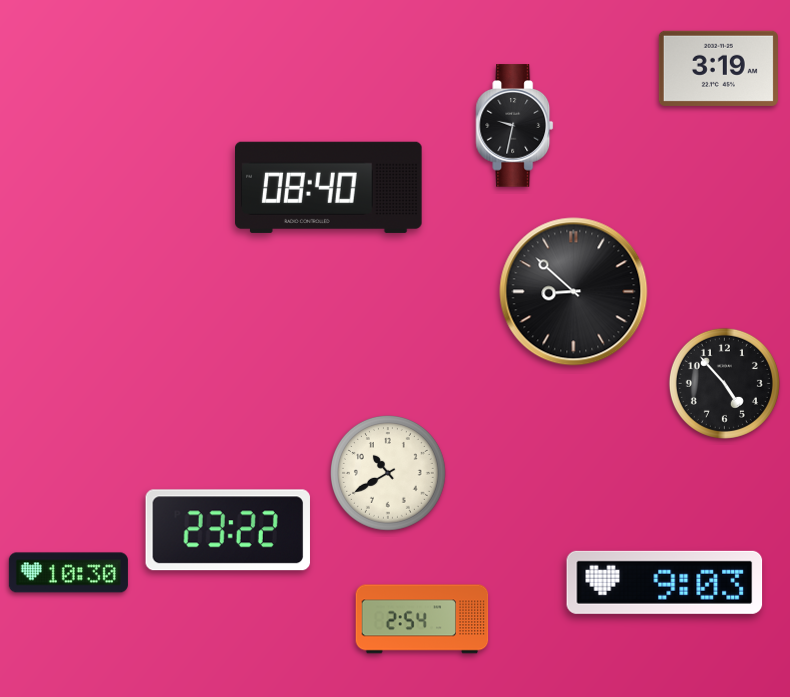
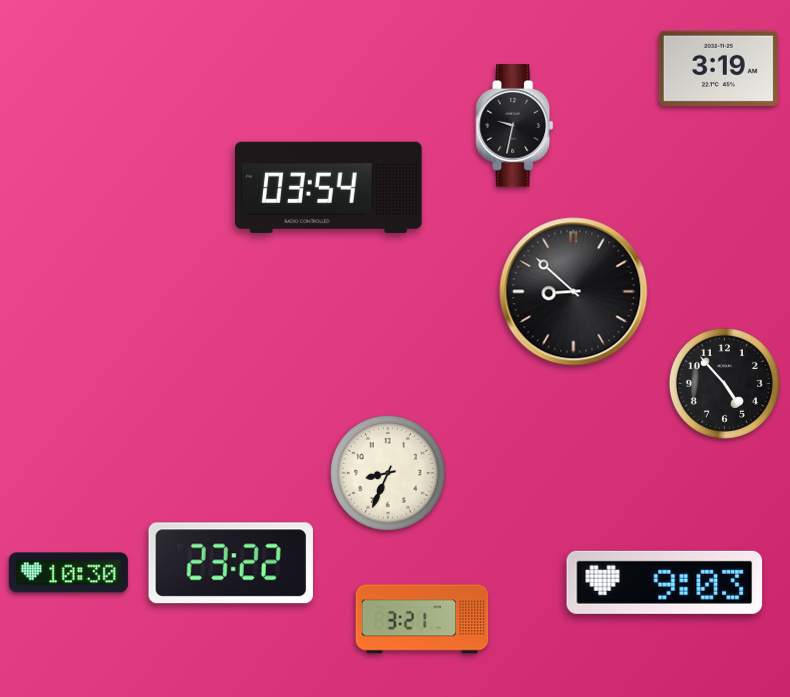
clock at (329, 187): 08:40 -> 03:54
clock at (389, 474): 10:40 -> 8:34
clock at (228, 530) position: (228, 530) -> (231, 563)
clock at (422, 619): 2:54 -> 3:21
